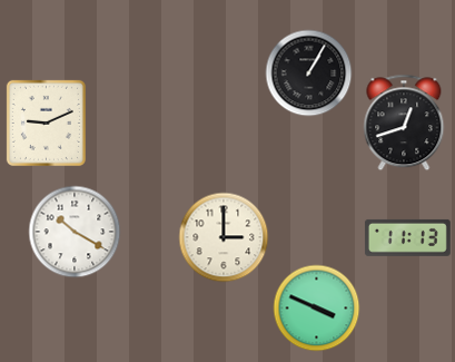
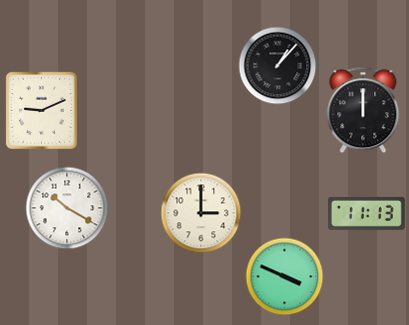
clock at (308, 72): 1:05 -> 1:07
clock at (404, 123): 12:42 -> 12:00
